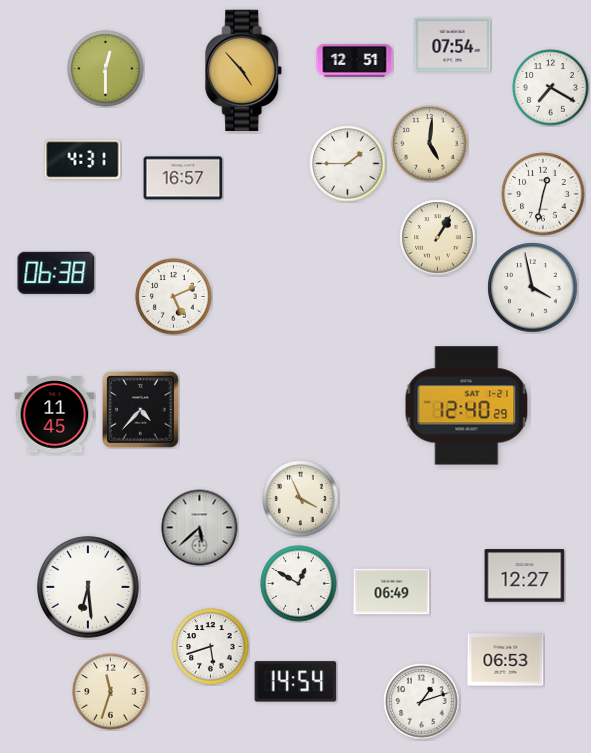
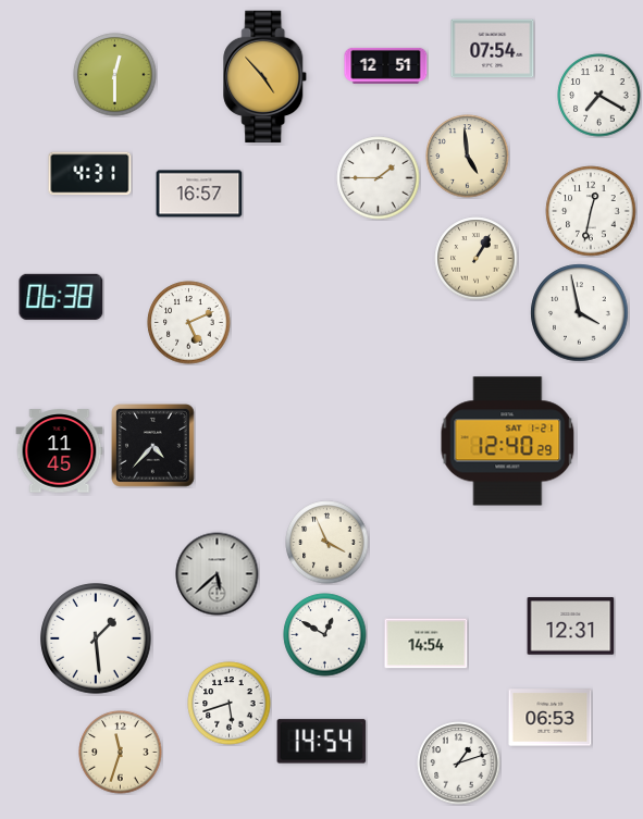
clock at (430, 144): 5:01 -> 4:59
clock at (525, 576): 12:27 -> 12:31
clock at (88, 587): 6:29 -> 1:29
clock at (392, 592): 06:49 -> 14:54
